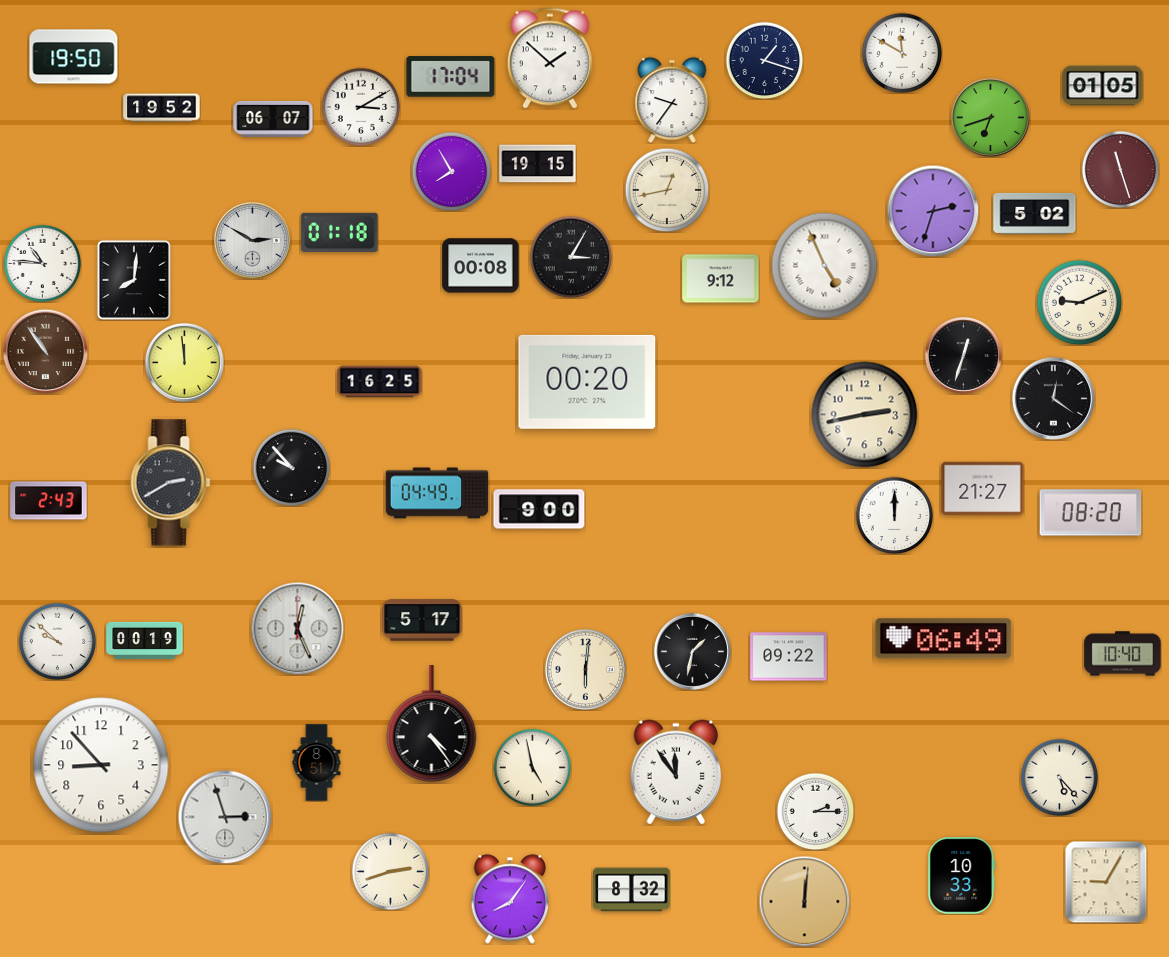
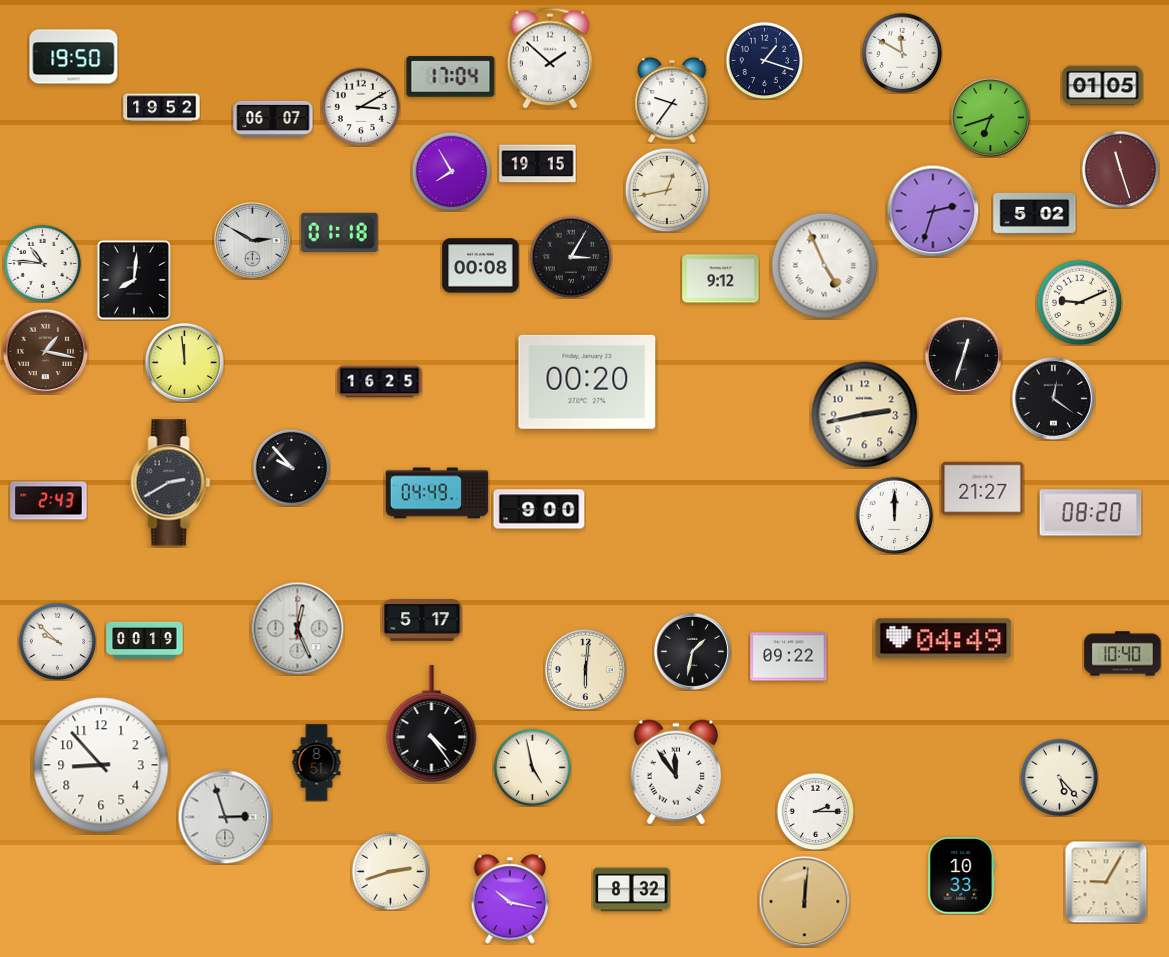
clock at (45, 351): 10:54 -> 1:17
clock at (944, 639): 06:49 -> 04:49
clock at (510, 899): 8:06 -> 10:17
